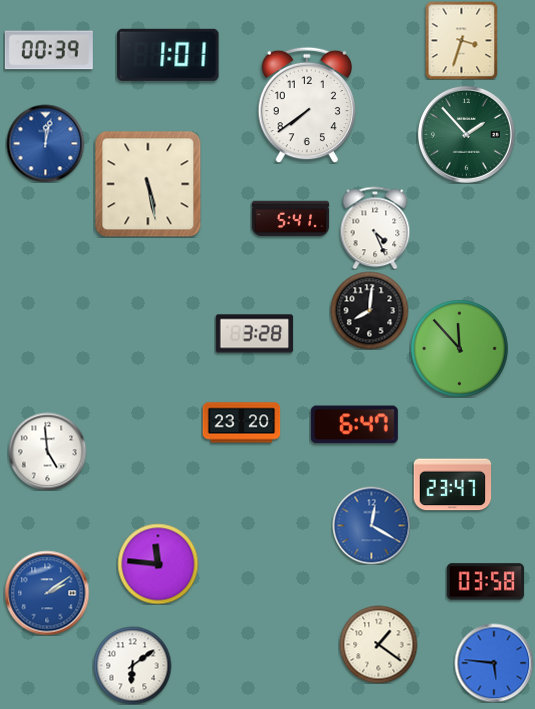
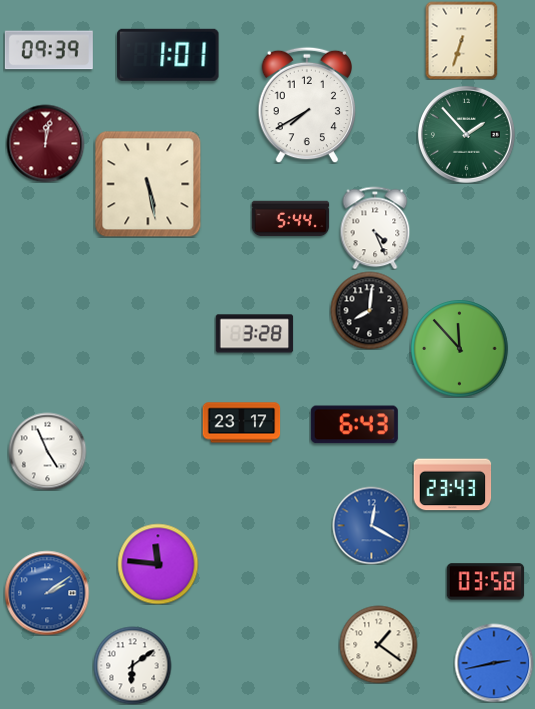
clock at (462, 40): 3:33 -> 6:33
clock at (49, 50): 00:39 -> 09:39
clock at (307, 105): 7:39 -> 7:40
clock at (45, 143) dial: blue -> burgundy
clock at (290, 219): 5:41 -> 5:44
clock at (241, 423): 23:20 -> 23:17
clock at (354, 425): 6:47 -> 6:43
clock at (47, 451): 4:59 -> 4:56
clock at (452, 485): 23:47 -> 23:43
clock at (494, 663): 5:46 -> 2:43
